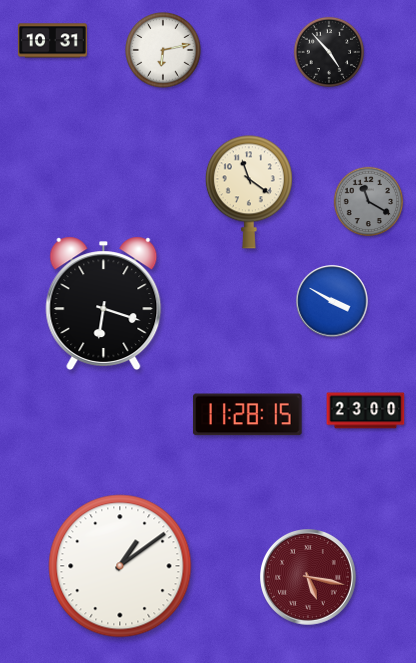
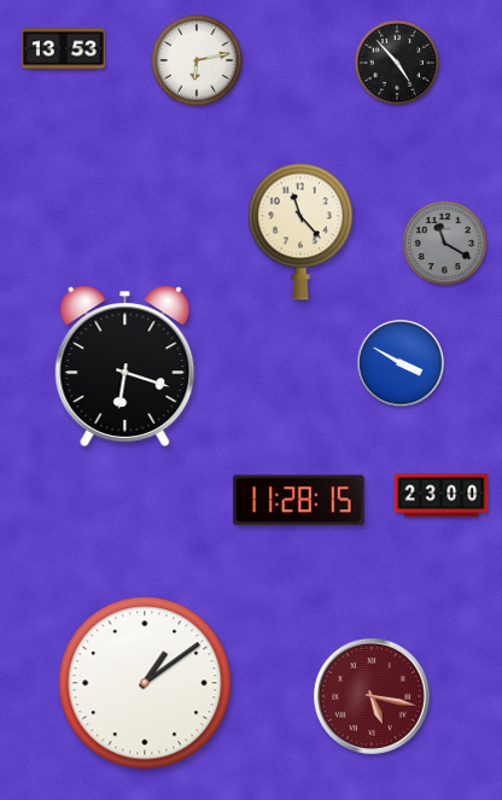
clock at (52, 41): 10:31 -> 13:53
clock at (249, 192): 11:21 -> 11:23
